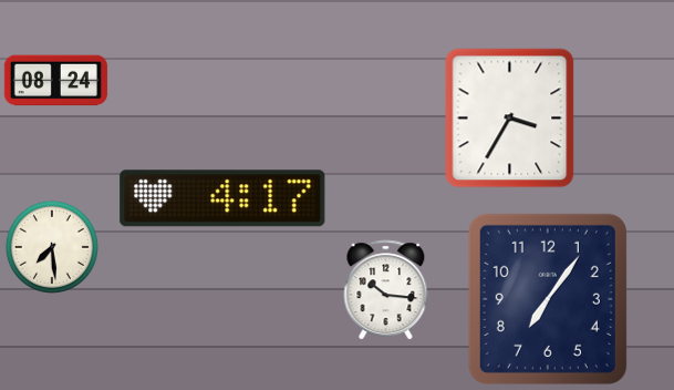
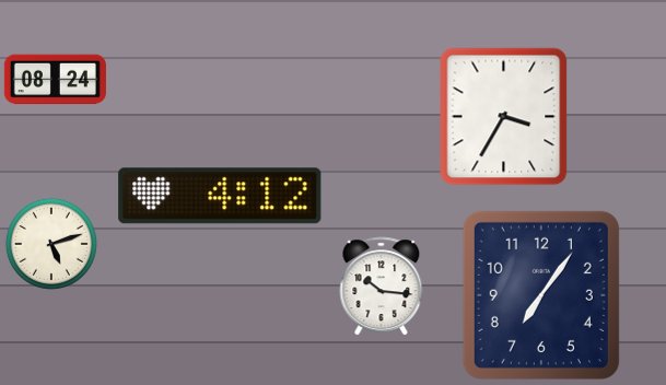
clock at (222, 198): 4:17 -> 4:12
clock at (52, 247): 7:29 -> 5:12
